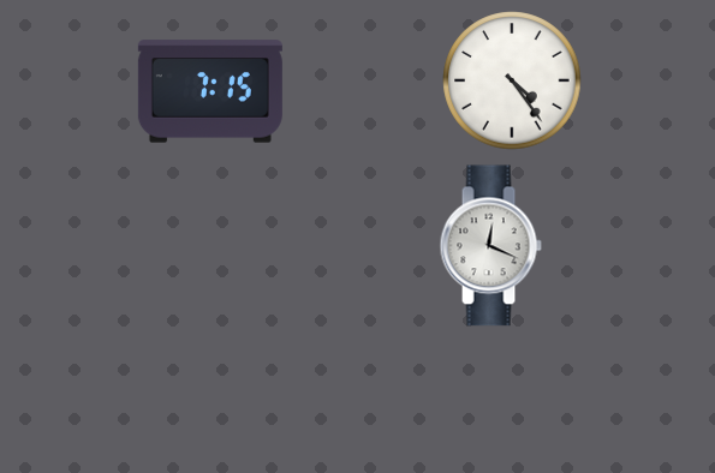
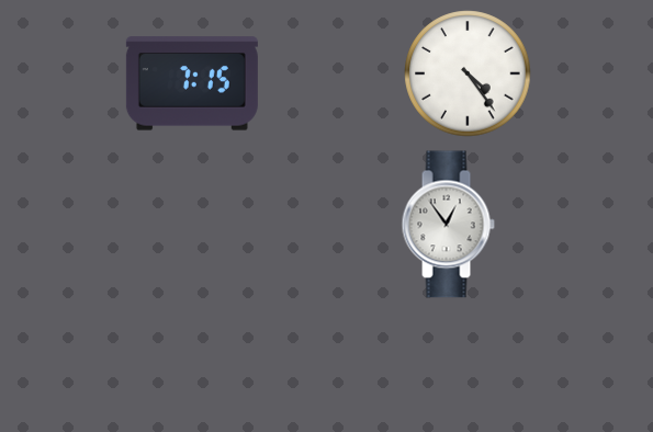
clock at (490, 246): 12:19 -> 12:54
